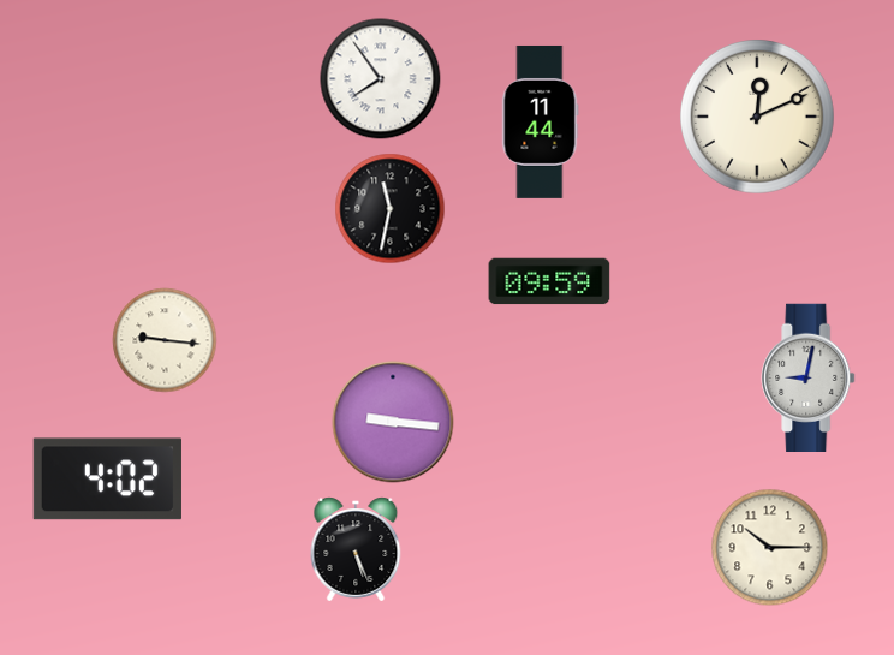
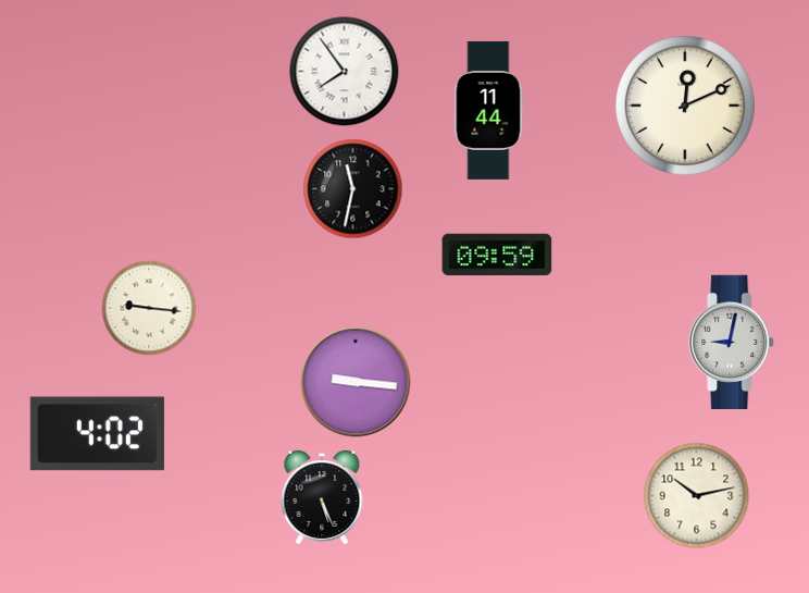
clock at (770, 548): 10:15 -> 10:13
